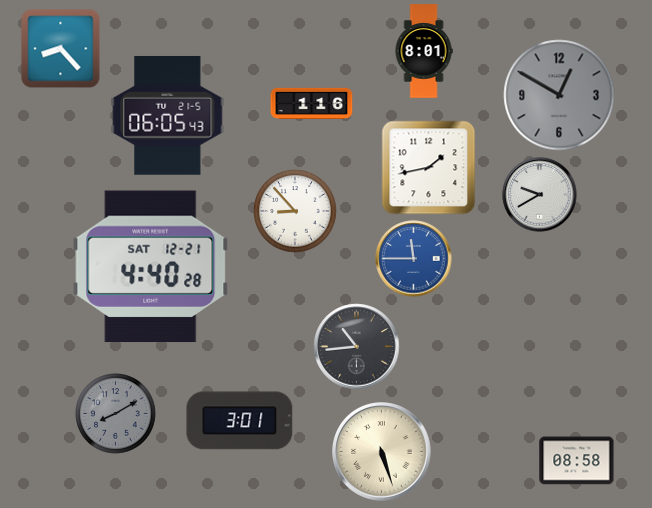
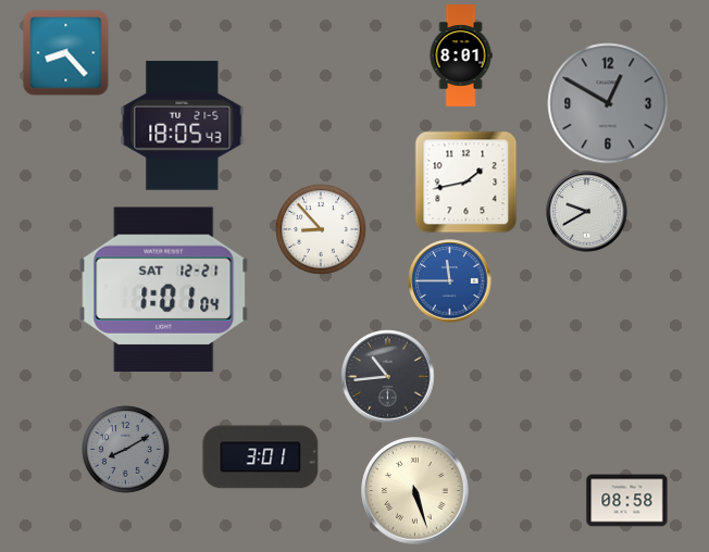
clock at (312, 103): 1:16 -> none
clock at (168, 115): 06:05 -> 18:05
clock at (151, 267): 4:40 -> 1:01
